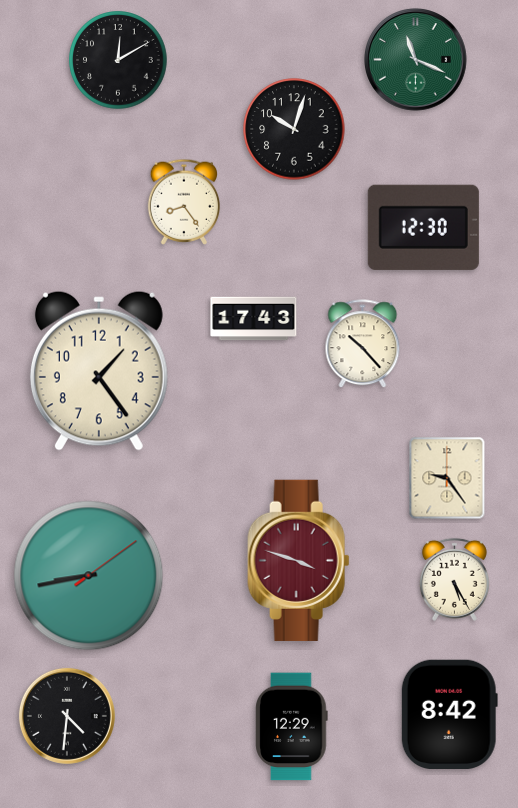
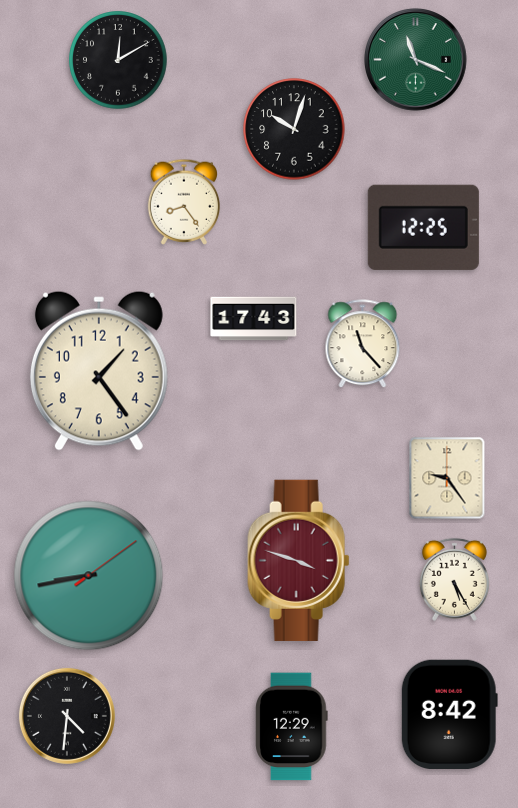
clock at (423, 227): 12:30 -> 12:25
clock at (363, 344): 10:23 -> 11:23
